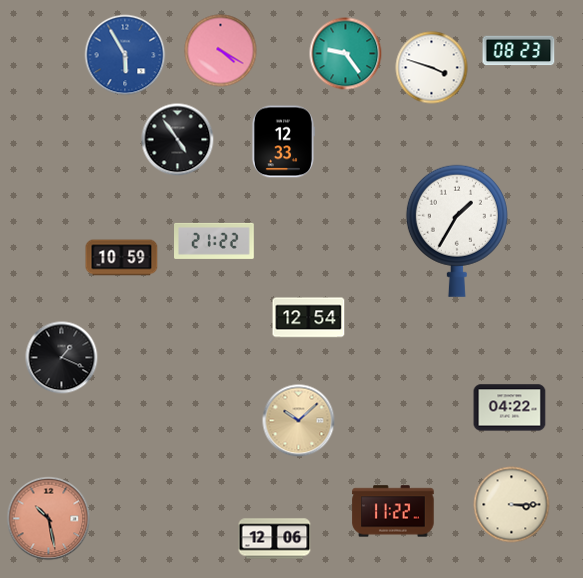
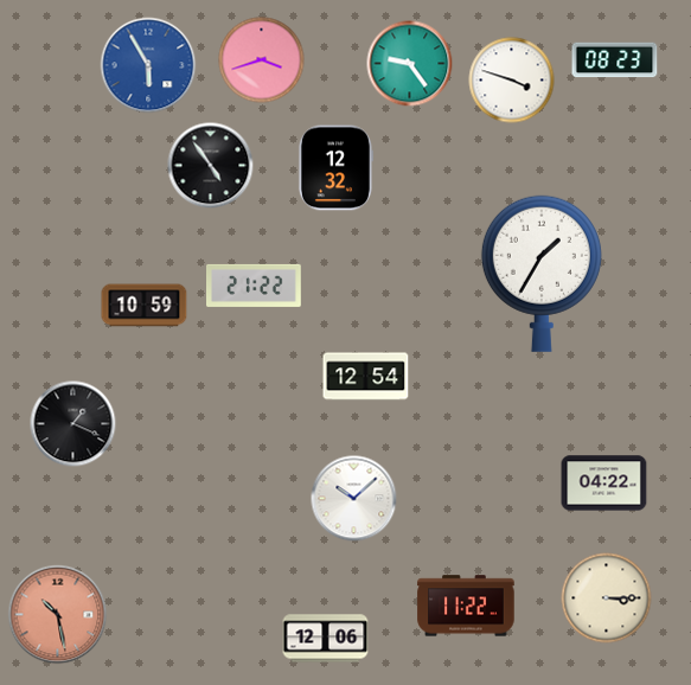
clock at (221, 51): 4:20 -> 3:42
clock at (283, 142): 12:33 -> 12:32
clock at (299, 421) dial: champagne -> white
